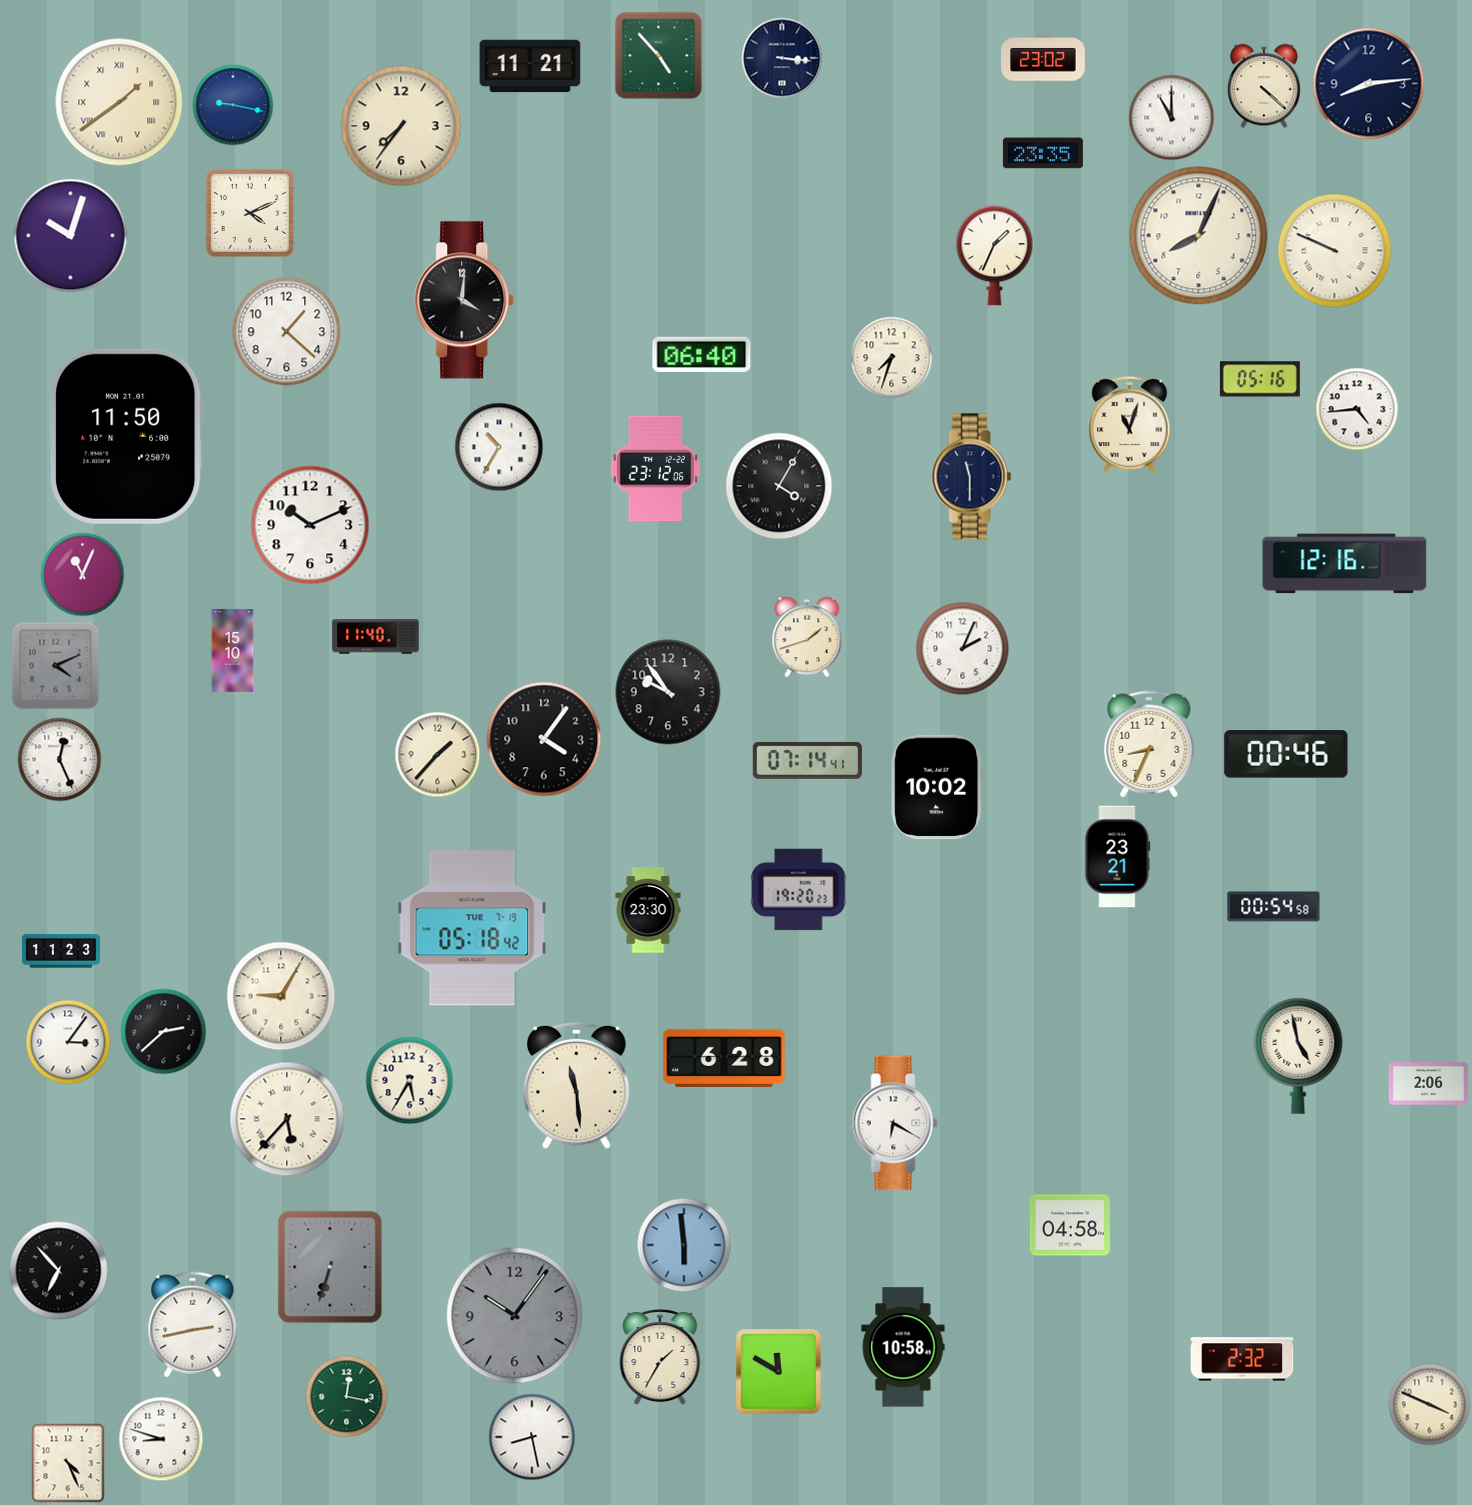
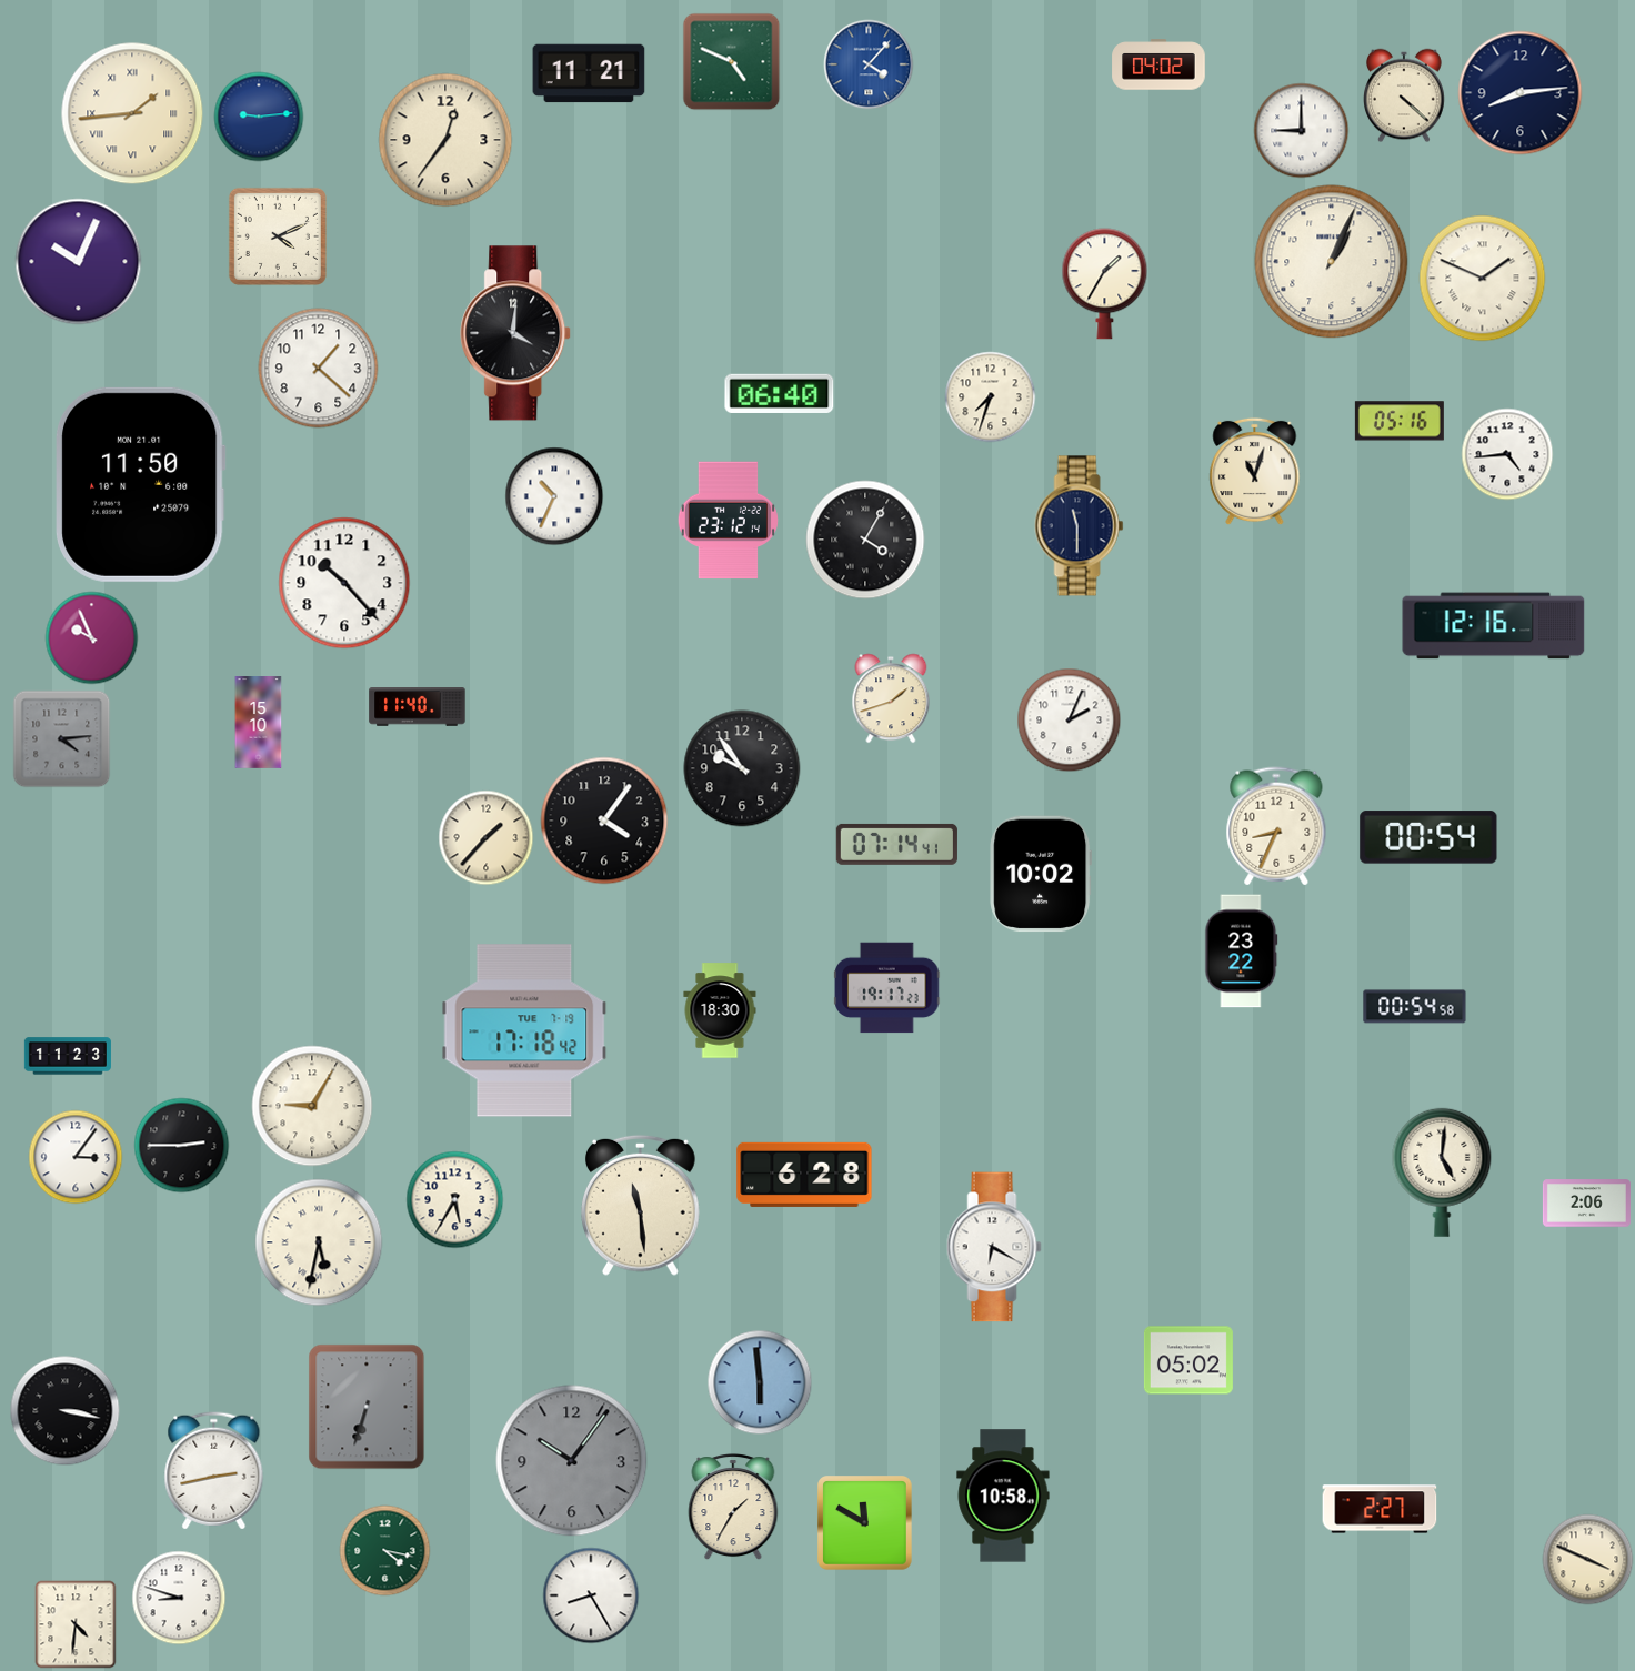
clock at (659, 56): 4:53 -> 4:49
clock at (782, 58): 3:16 -> 4:07
clock at (782, 58) dial: navy -> blue
clock at (1043, 58): 23:02 -> 04:02
clock at (119, 102): 1:39 -> 1:44
clock at (233, 105): 9:17 -> 9:14
clock at (1172, 118): 11:00 -> 9:00
clock at (401, 126): 7:36 -> 12:36
clock at (1043, 153): 23:35 -> none
clock at (71, 236): 10:03 -> 10:04
clock at (1199, 236): 8:04 -> 1:04
clock at (1335, 251): 9:49 -> 1:49
clock at (995, 256): 1:34 -> 1:35
clock at (499, 447): 10:35 -> 10:34
clock at (655, 469): 23:12:06 -> 23:12:14
clock at (972, 477) position: (972, 477) -> (1080, 526)
clock at (310, 525): 10:11 -> 10:23
clock at (83, 575): 11:04 -> 9:56
clock at (807, 637) position: (807, 637) -> (891, 698)
clock at (56, 666): 4:11 -> 4:14
clock at (1286, 754): 00:46 -> 00:54
clock at (60, 760): 12:26 -> none
clock at (1118, 857): 23:21 -> 23:22
clock at (799, 890): 19:20 -> 19:17
clock at (648, 910): 23:30 -> 18:30
clock at (472, 928): 05:18 -> 17:18
clock at (164, 1032): 2:38 -> 2:45
clock at (1298, 1056): 4:58 -> 5:01
clock at (287, 1119): 5:37 -> 5:32
clock at (1070, 1225): 04:58 -> 05:02
clock at (59, 1271): 6:53 -> 3:17
clock at (1242, 1359): 2:32 -> 2:27
clock at (347, 1397): 12:17 -> 4:17
clock at (532, 1437): 8:28 -> 8:25
clock at (68, 1463): 4:26 -> 4:31
